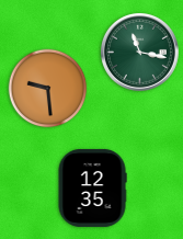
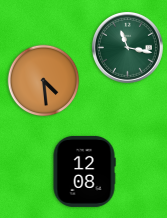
clock at (48, 89): 9:29 -> 4:29
clock at (92, 187): 12:35 -> 12:08
